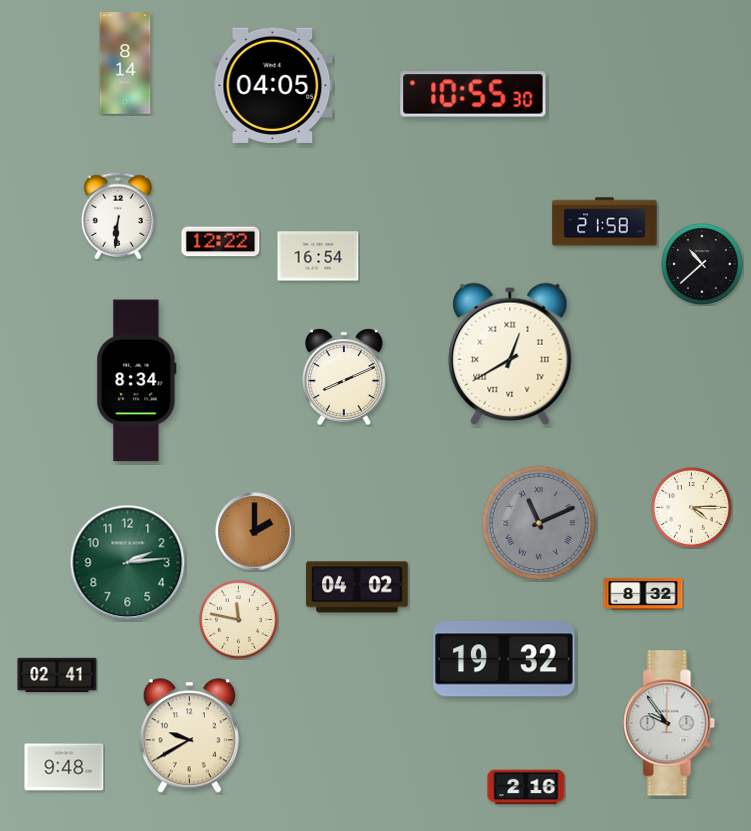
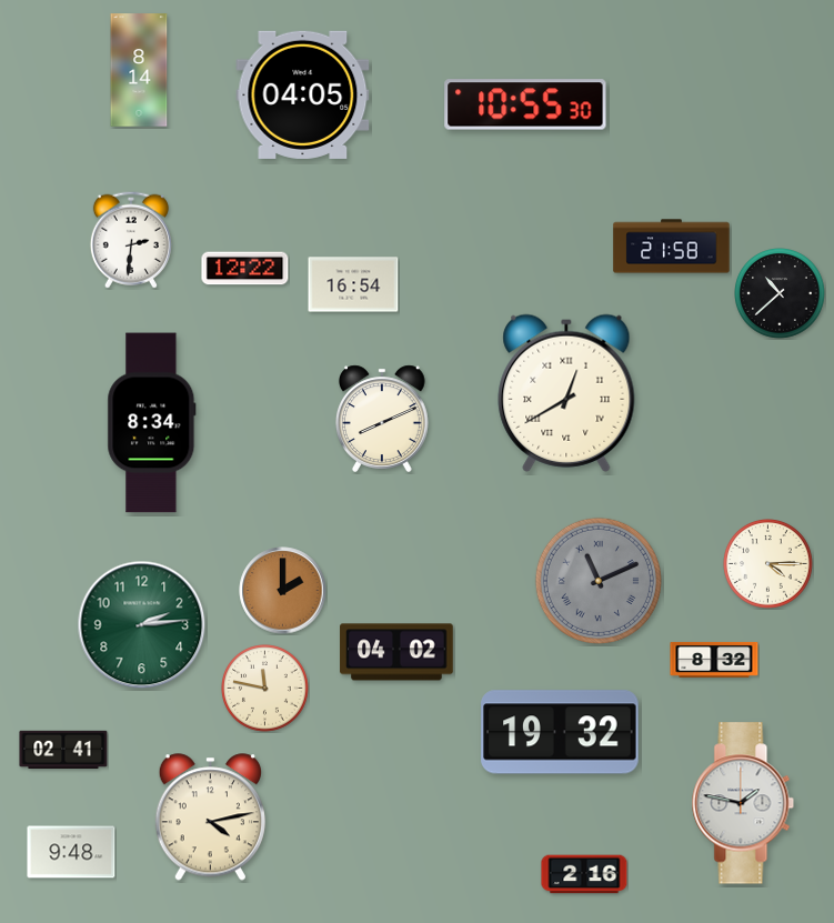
clock at (118, 216): 6:31 -> 2:31
clock at (669, 723): 9:54 -> 1:47
clock at (189, 736): 9:40 -> 4:13
